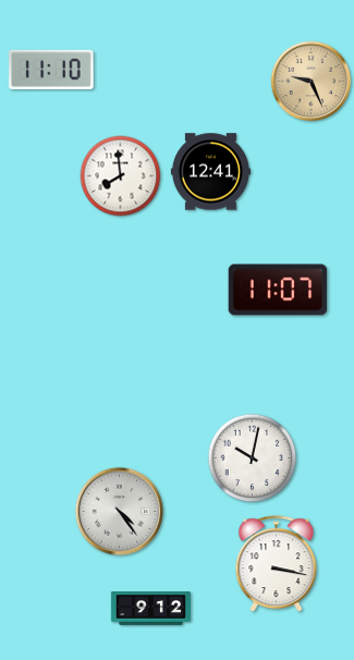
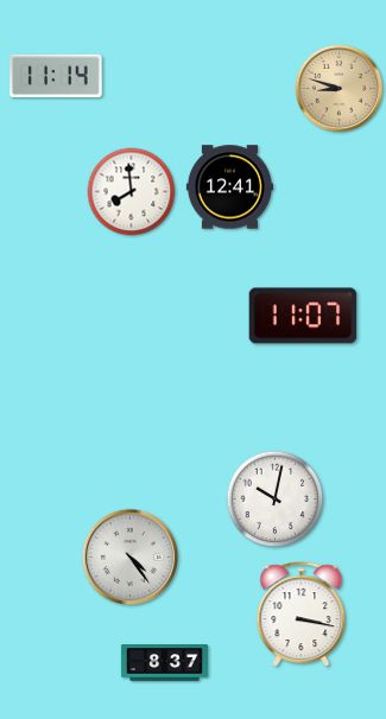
clock at (51, 70): 11:10 -> 11:14
clock at (312, 82): 9:26 -> 8:48
clock at (150, 609): 9:12 -> 8:37
